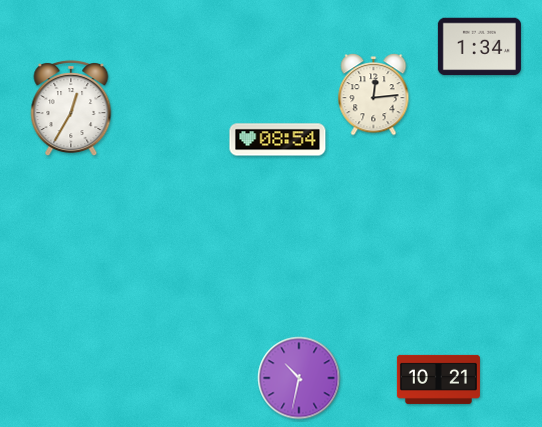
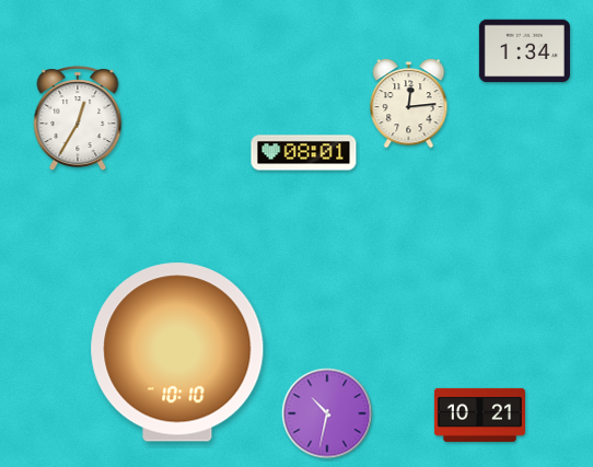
clock at (278, 140): 08:54 -> 08:01
clock at (177, 352): none -> 10:10
